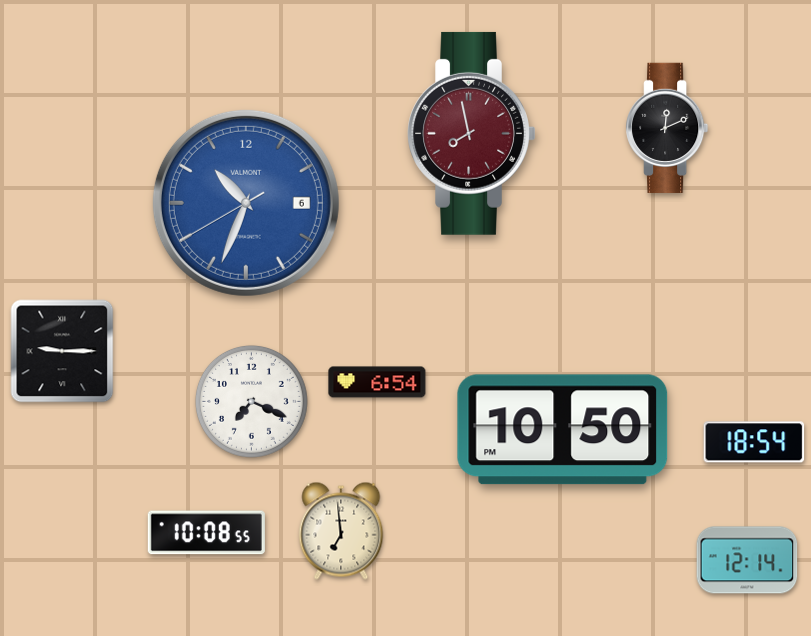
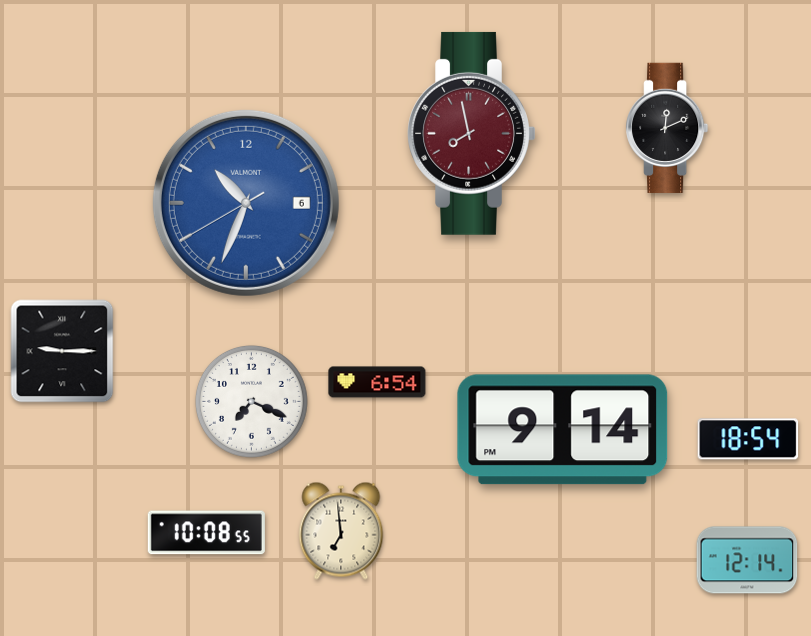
clock at (563, 430): 10:50 -> 9:14
clock at (754, 442) position: (754, 442) -> (748, 439)
